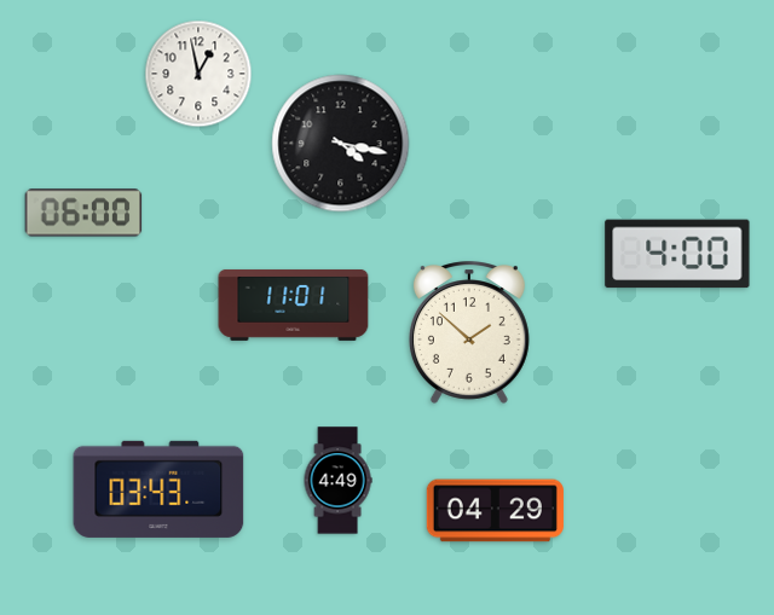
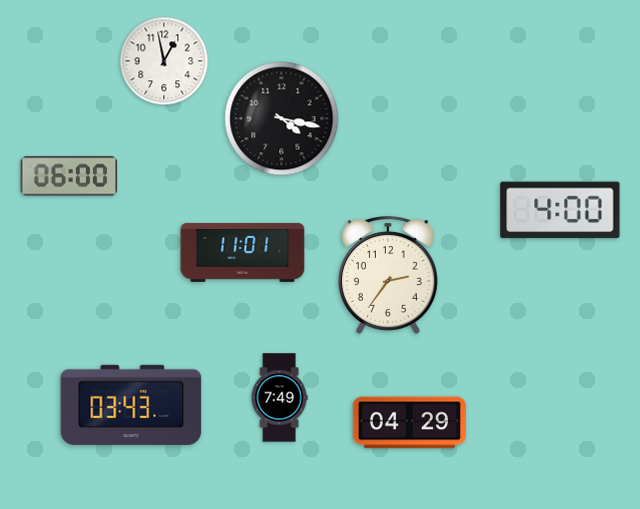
clock at (469, 332): 1:52 -> 2:36
clock at (337, 481): 4:49 -> 7:49
